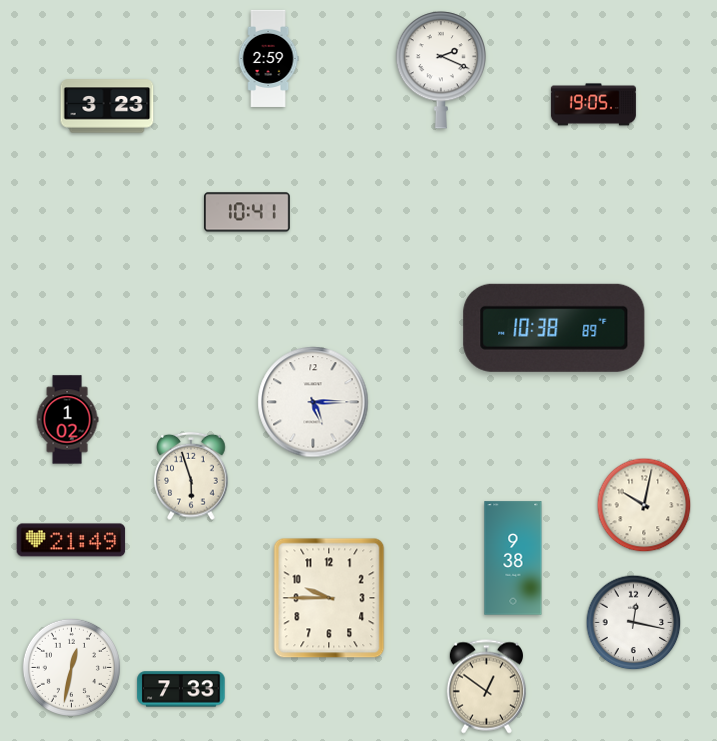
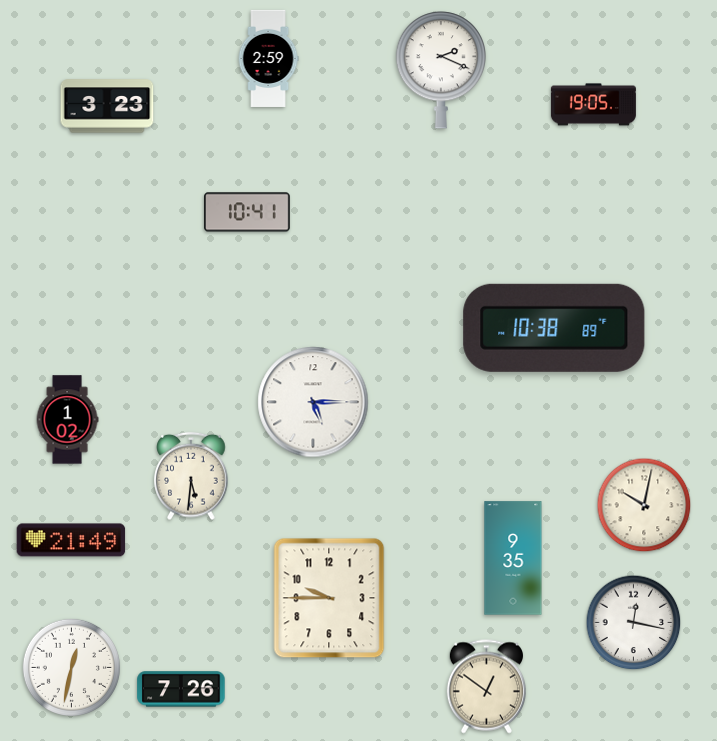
clock at (191, 476): 5:57 -> 5:31
clock at (513, 558): 9:38 -> 9:35
clock at (181, 689): 7:33 -> 7:26
